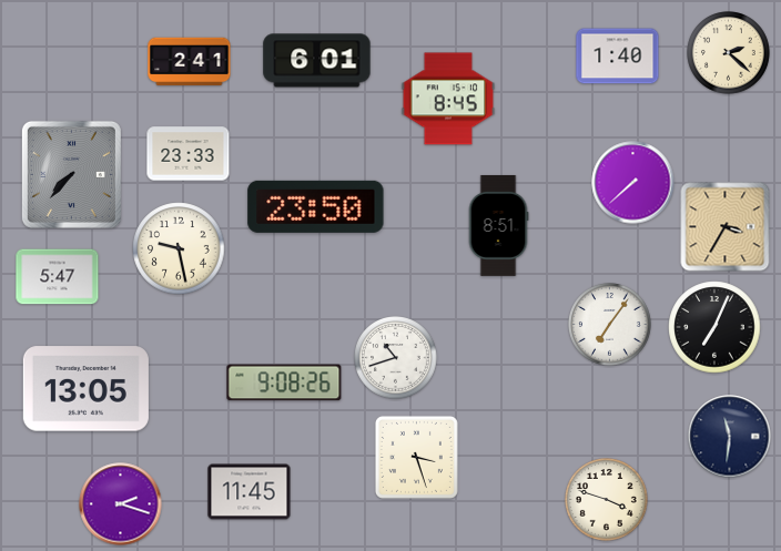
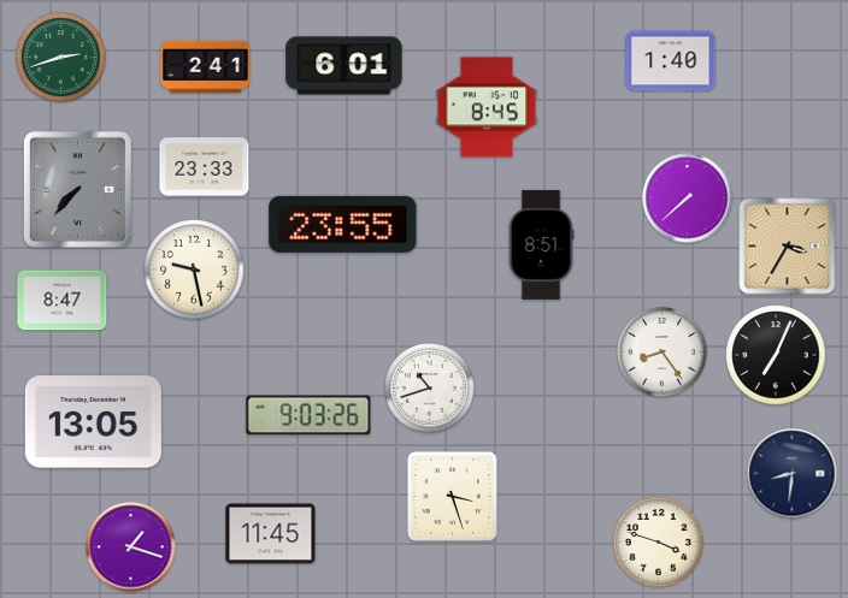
clock at (61, 58): none -> 2:42
clock at (729, 53): 2:22 -> none
clock at (316, 206): 23:50 -> 23:55
clock at (58, 277): 5:47 -> 8:47
clock at (610, 325): 7:06 -> 8:24
clock at (284, 382): 9:08 -> 9:03
clock at (730, 437): 11:31 -> 8:31
clock at (121, 504): 2:18 -> 1:18
